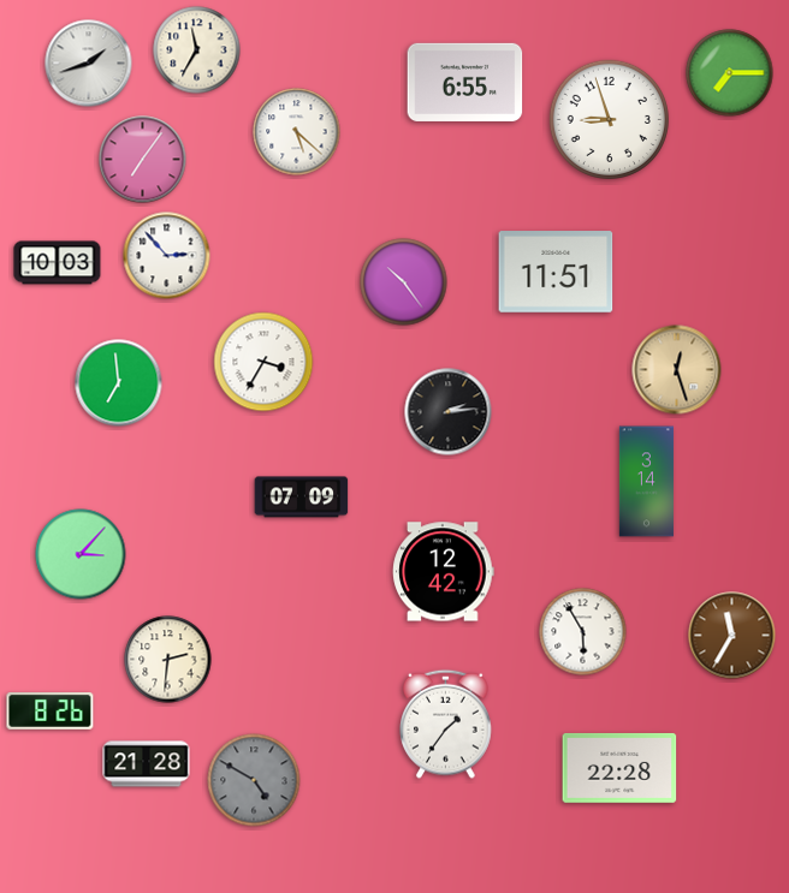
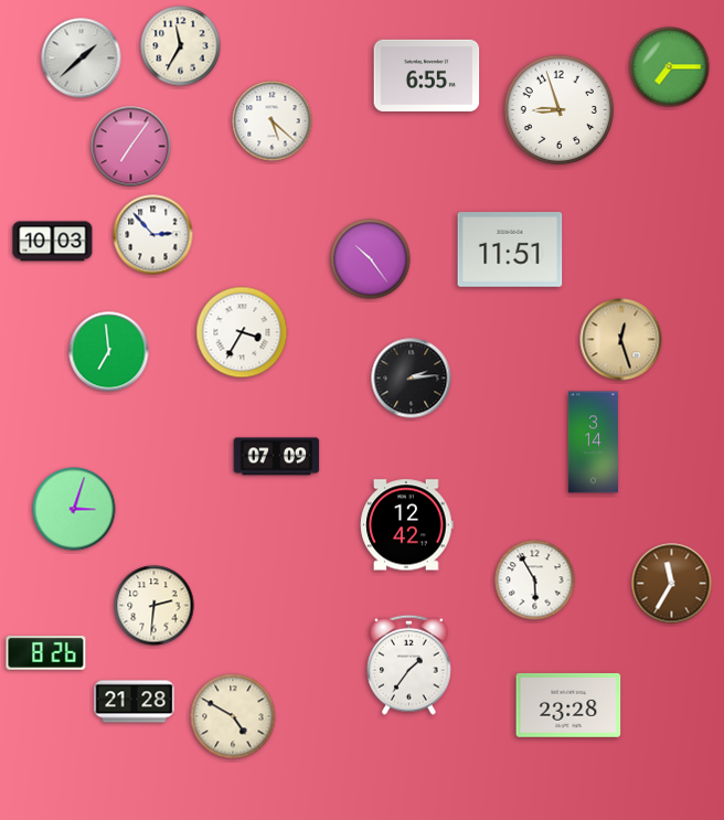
clock at (89, 64): 1:42 -> 1:38
clock at (81, 554): 3:07 -> 3:03
clock at (619, 768): 22:28 -> 23:28
clock at (254, 780) dial: grey -> cream
